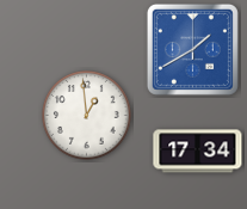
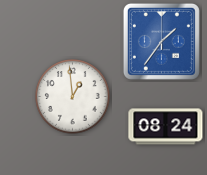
clock at (192, 49): 1:40 -> 1:36
clock at (198, 152): 17:34 -> 08:24
